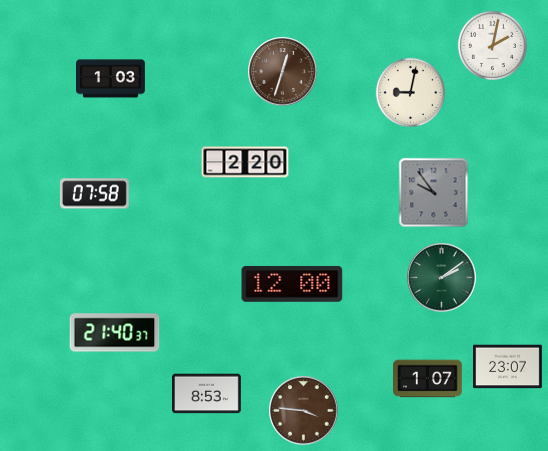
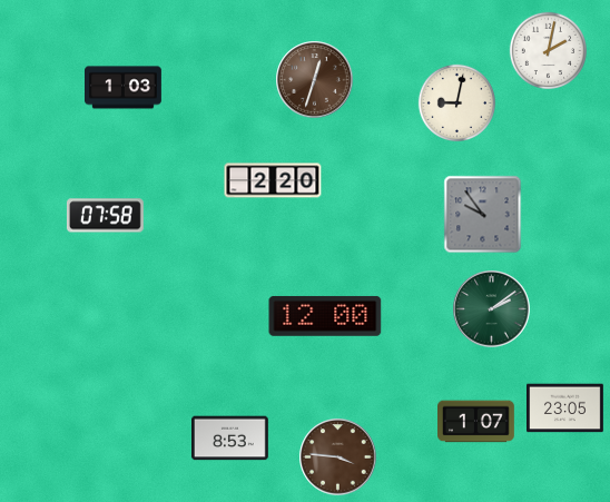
clock at (115, 333): 21:40 -> none
clock at (508, 367): 23:07 -> 23:05
